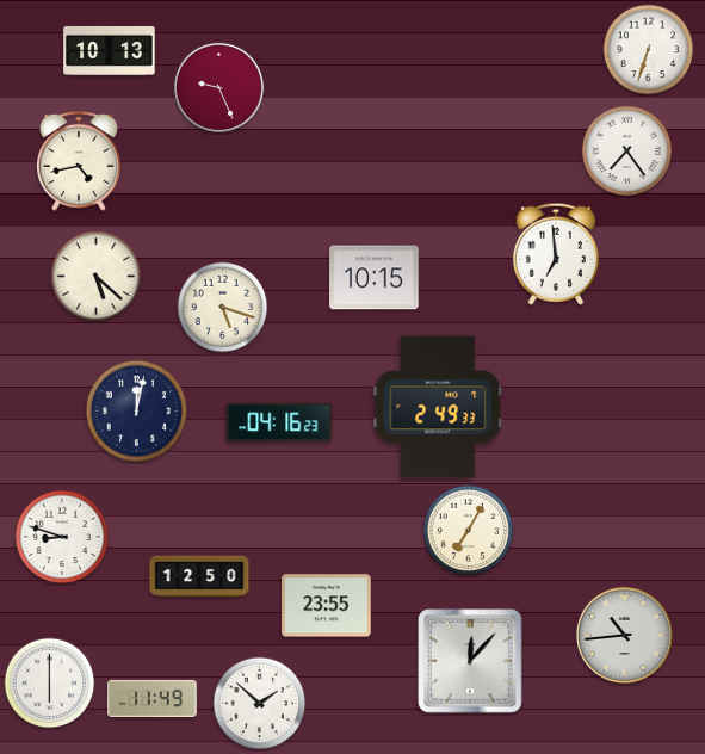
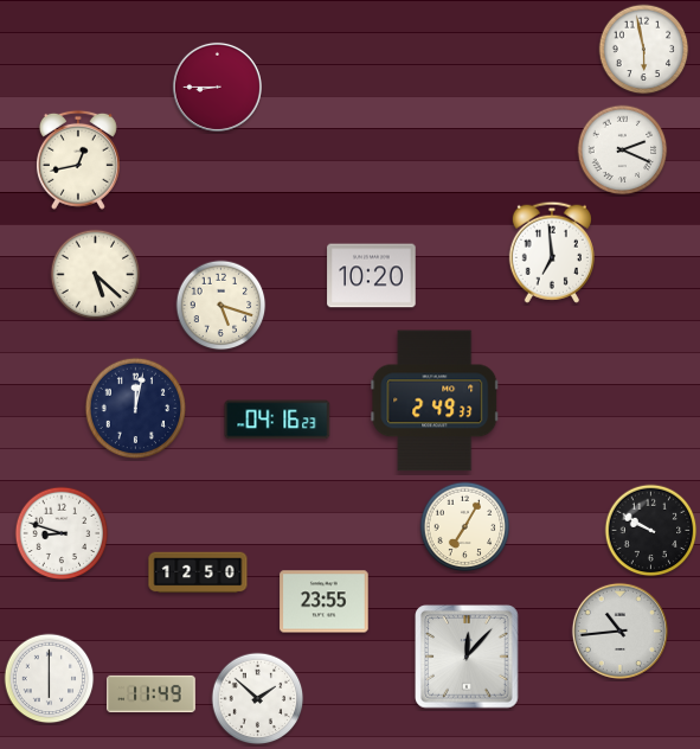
clock at (110, 50): 10:13 -> none
clock at (649, 50): 6:33 -> 5:58
clock at (218, 87): 9:26 -> 8:45
clock at (627, 152): 7:24 -> 2:19
clock at (79, 161): 4:43 -> 12:43
clock at (375, 278): 10:15 -> 10:20
clock at (438, 407) position: (438, 407) -> (435, 401)
clock at (651, 531): none -> 9:50
